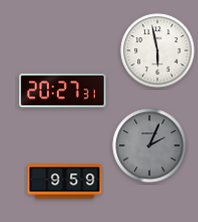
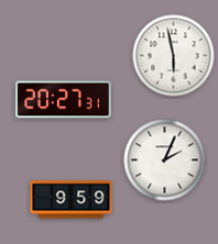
clock at (63, 91) position: (63, 91) -> (64, 100)
clock at (150, 146) dial: grey -> white
